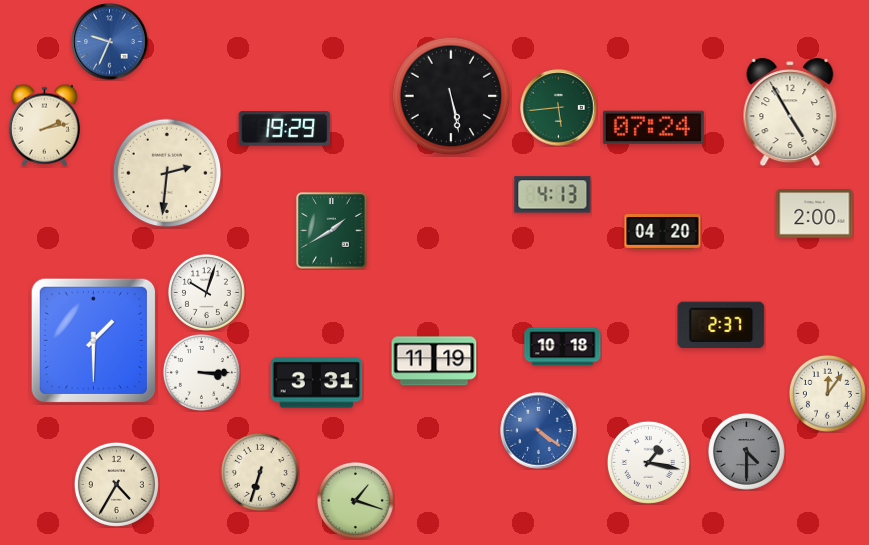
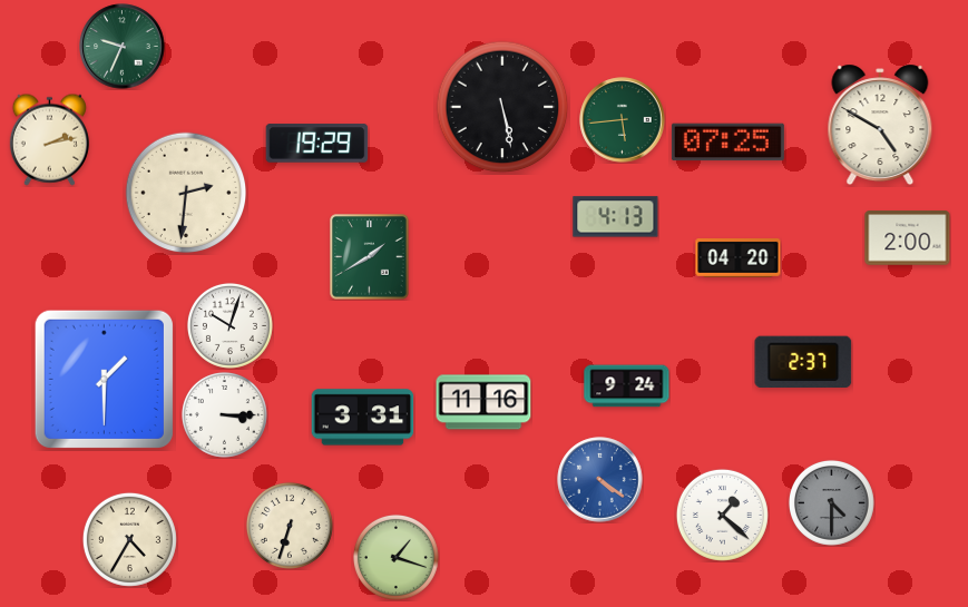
clock at (110, 42) dial: blue -> green
clock at (790, 112): 4:55 -> 4:50
clock at (653, 128): 07:24 -> 07:25
clock at (563, 347): 10:18 -> 9:24
clock at (434, 361): 11:19 -> 11:16
clock at (317, 383) position: (317, 383) -> (363, 418)
clock at (827, 393): 12:06 -> none
clock at (648, 462): 1:17 -> 1:22
